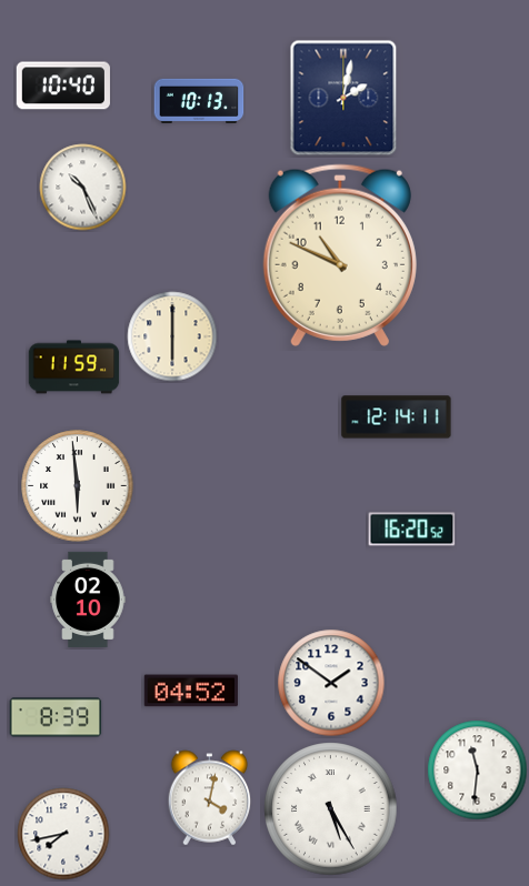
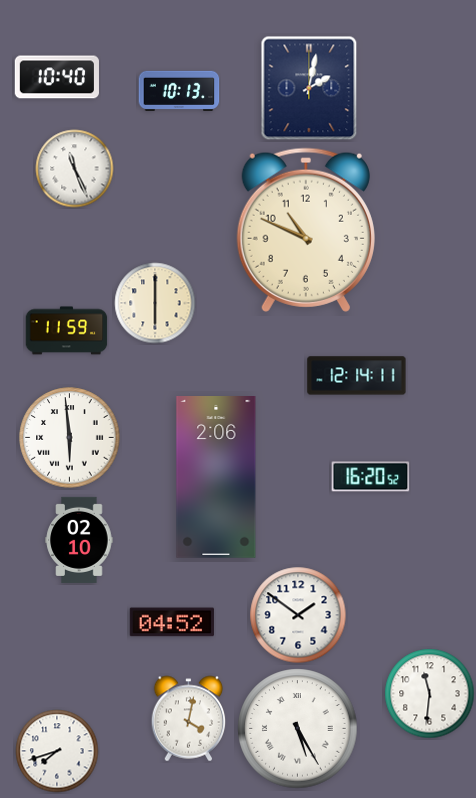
clock at (83, 188): 10:26 -> 11:26
clock at (216, 478): none -> 2:06
clock at (56, 717): 8:39 -> none
clock at (63, 834): 7:43 -> 7:42
